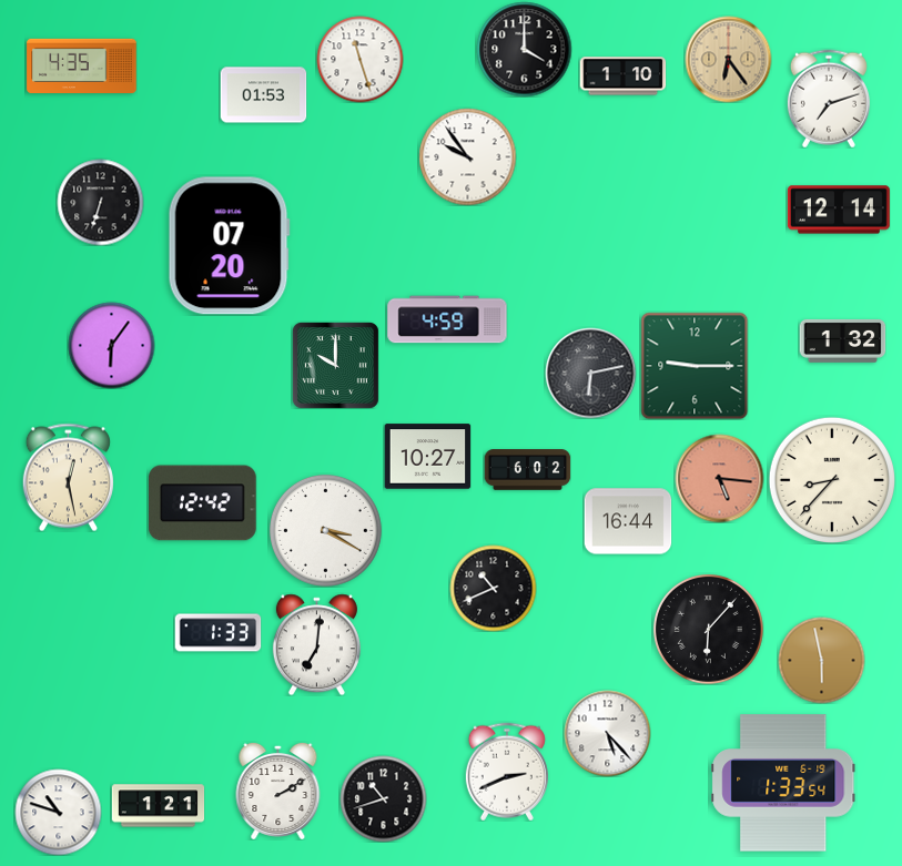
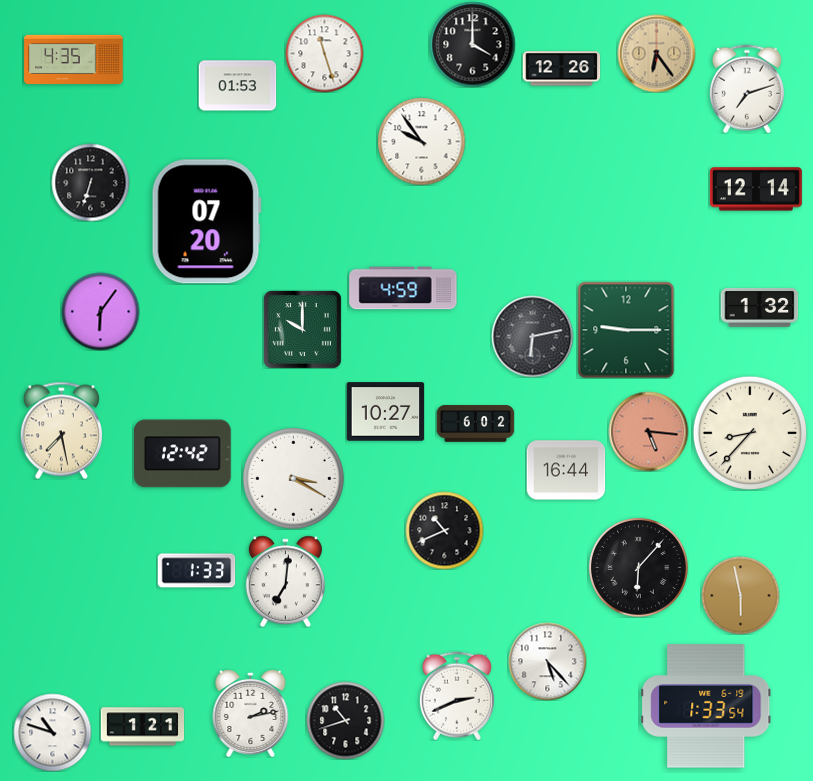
clock at (622, 77): 1:10 -> 12:26
clock at (68, 477): 12:28 -> 7:28
clock at (278, 791): 2:10 -> 2:13
